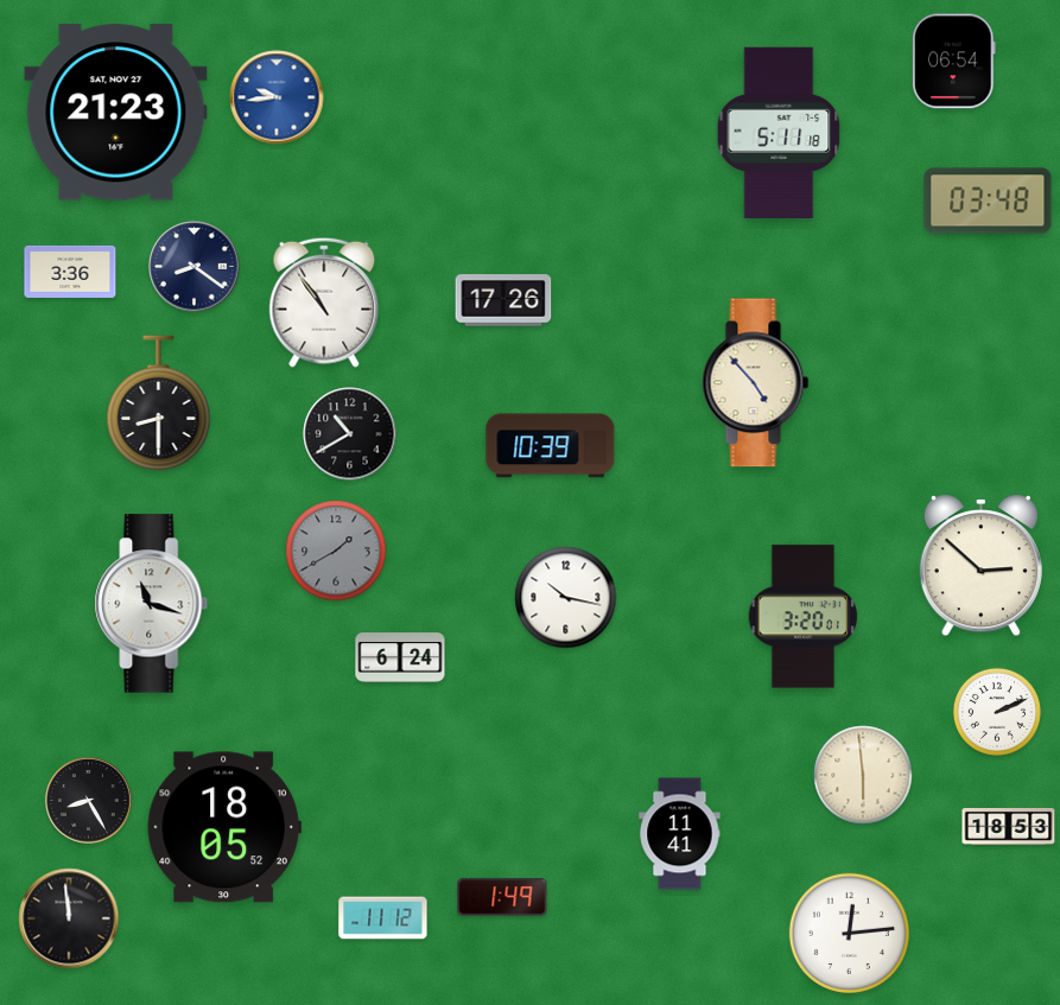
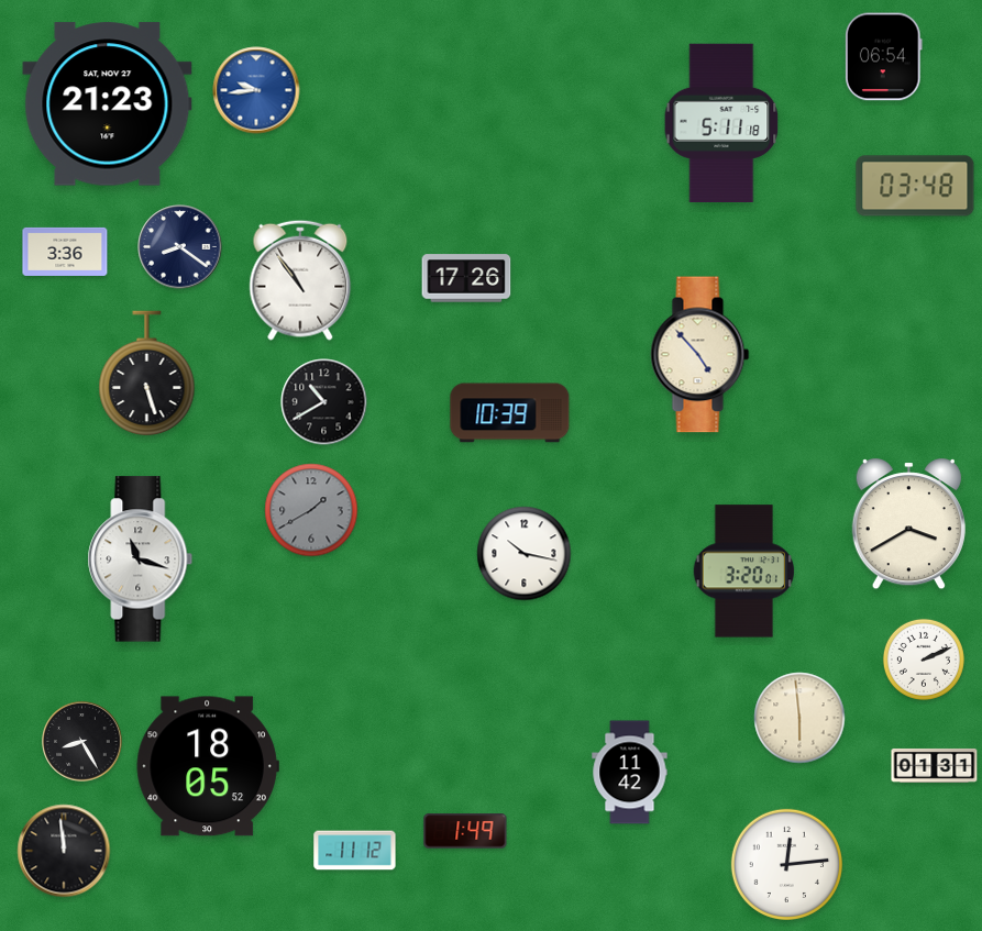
clock at (159, 403): 8:30 -> 5:27
clock at (980, 566): 2:52 -> 3:40
clock at (400, 657): 6:24 -> none
clock at (1009, 826): 18:53 -> 01:31
clock at (680, 834): 11:41 -> 11:42
